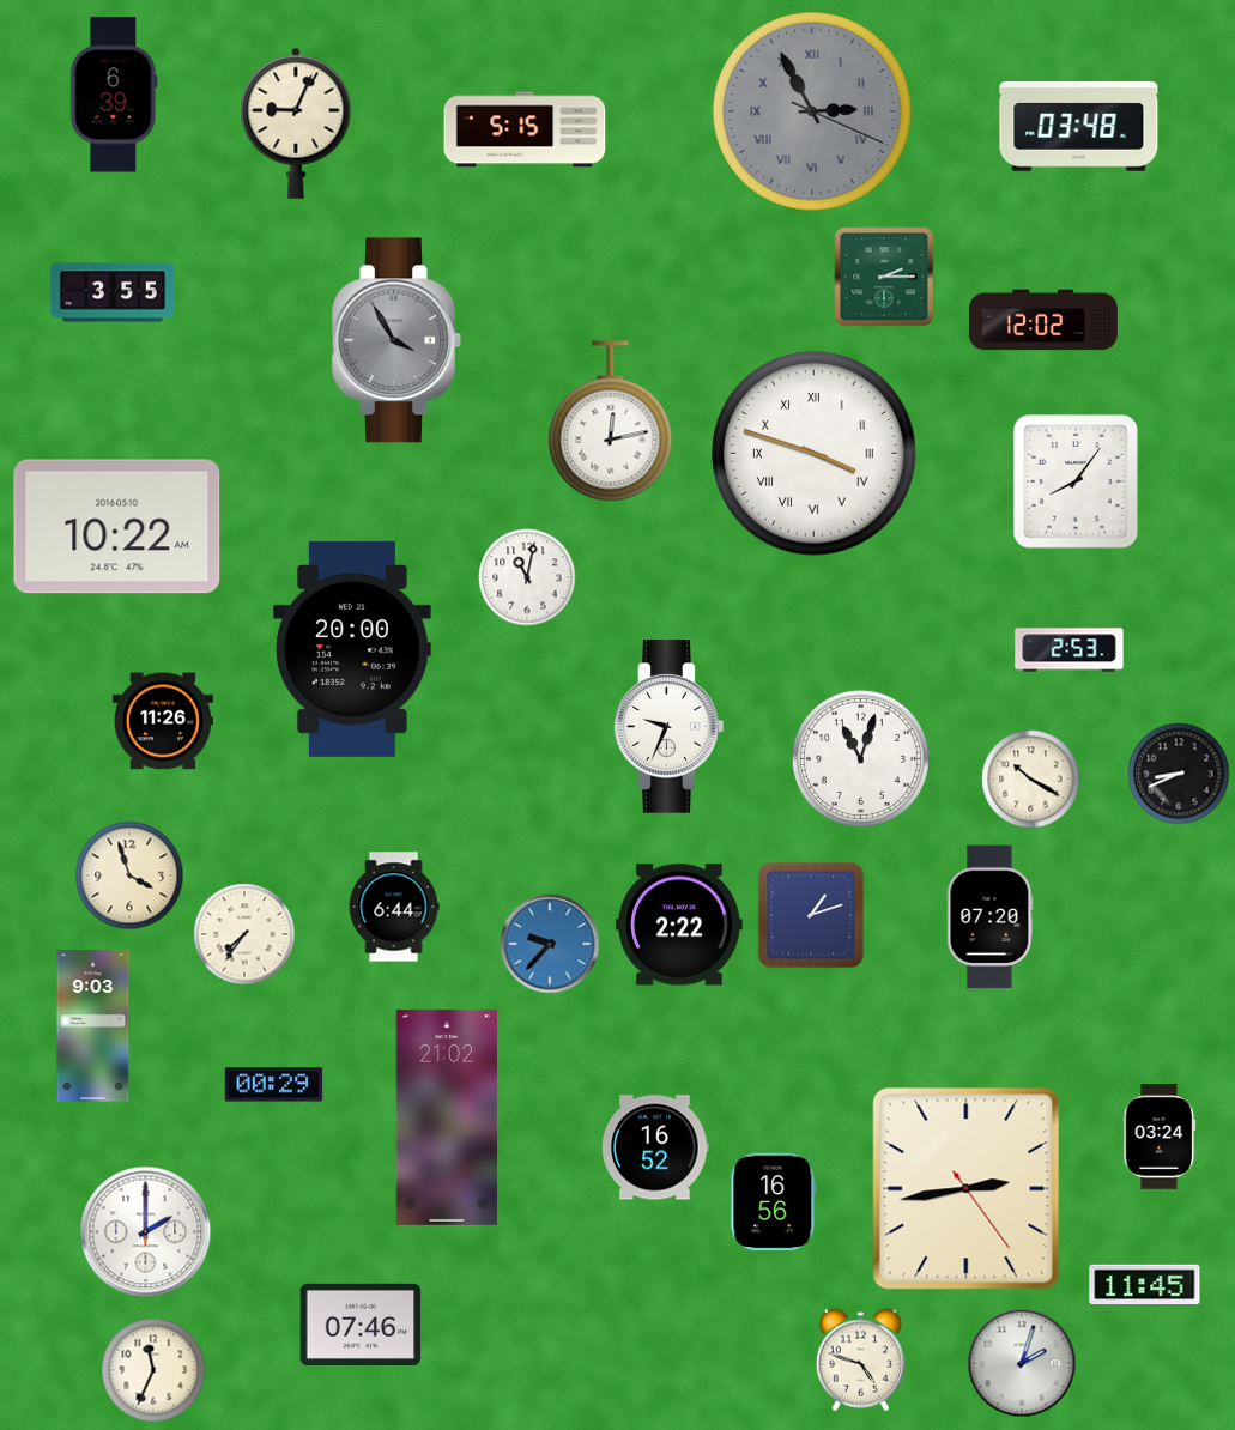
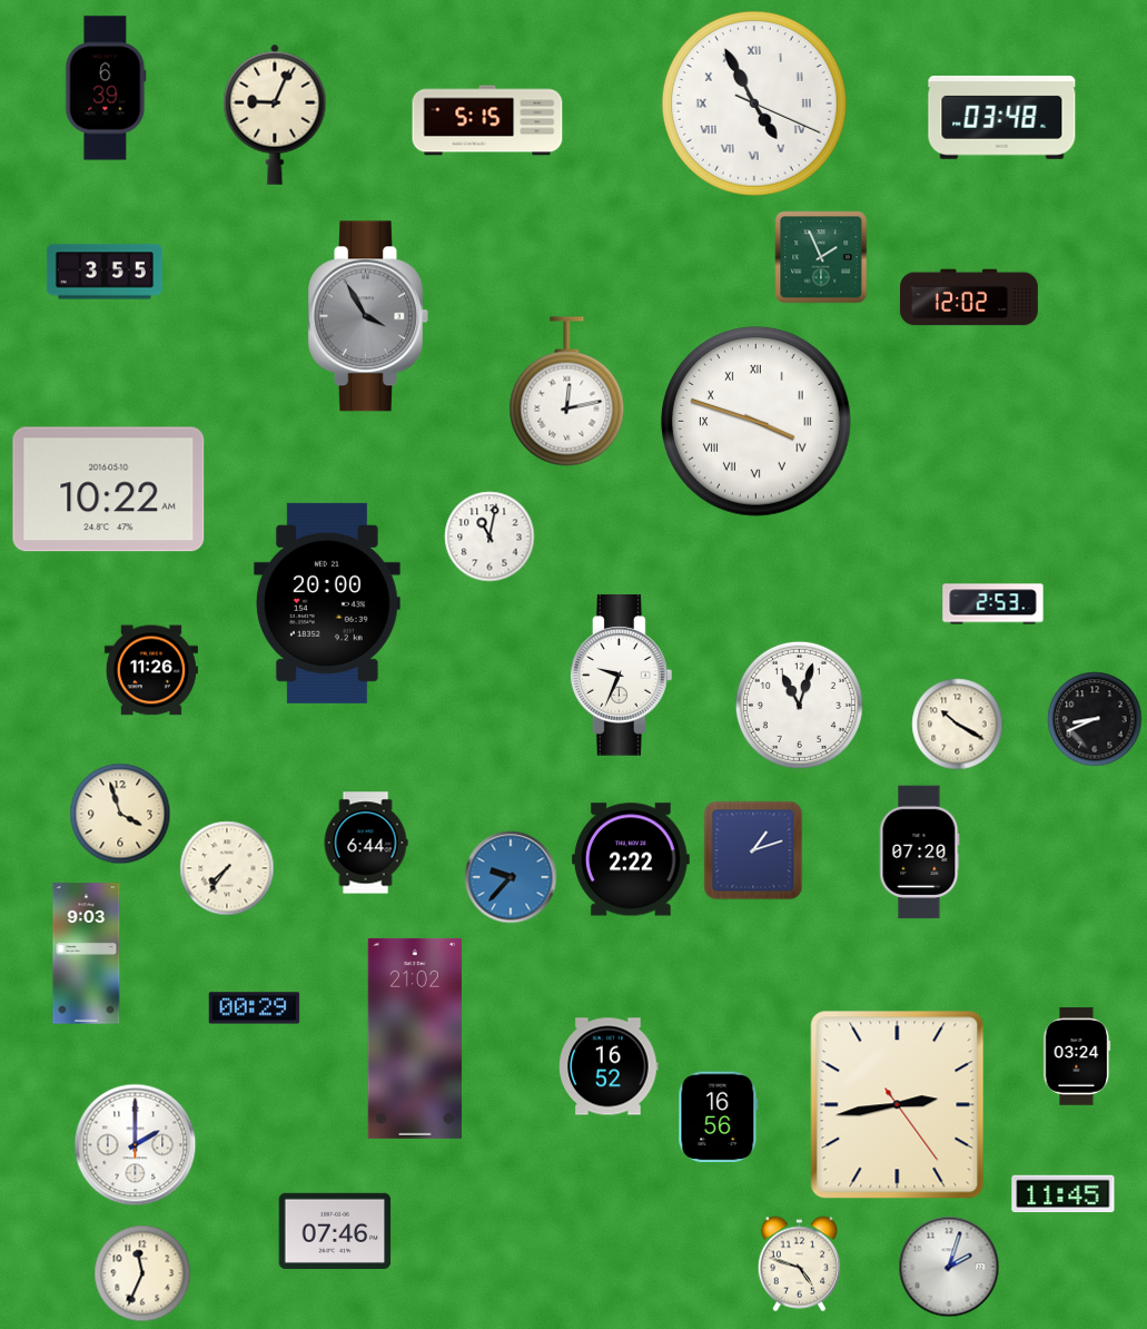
clock at (812, 111): 2:55 -> 4:55
clock at (812, 111) dial: grey -> white
clock at (884, 277): 2:15 -> 1:56
clock at (1076, 481): 8:06 -> none
